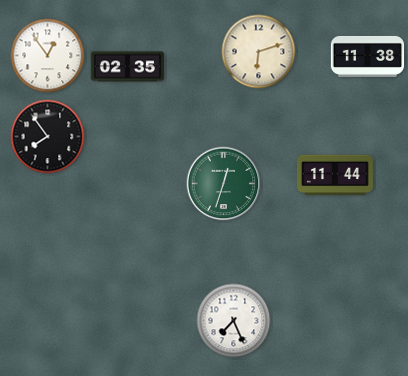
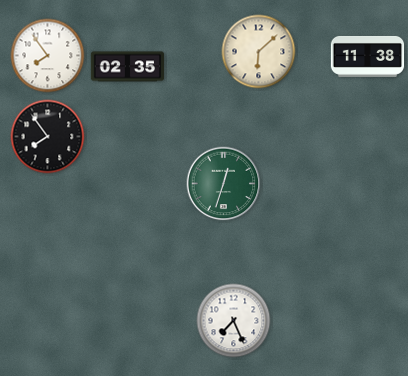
clock at (259, 52): 6:12 -> 6:08
clock at (48, 56): 12:54 -> 7:54
clock at (335, 175): 11:44 -> none
